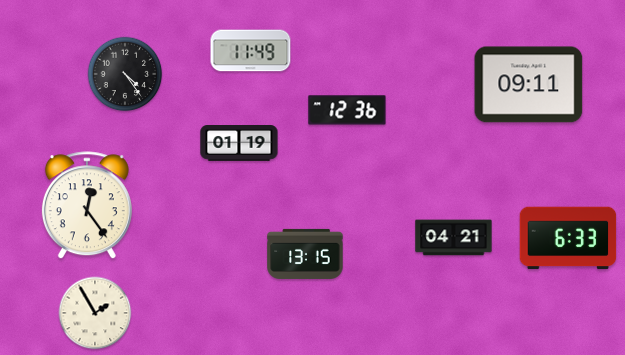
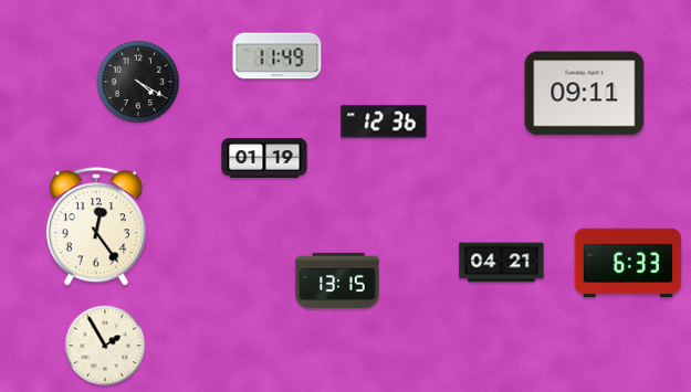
clock at (125, 74): 4:24 -> 4:20
